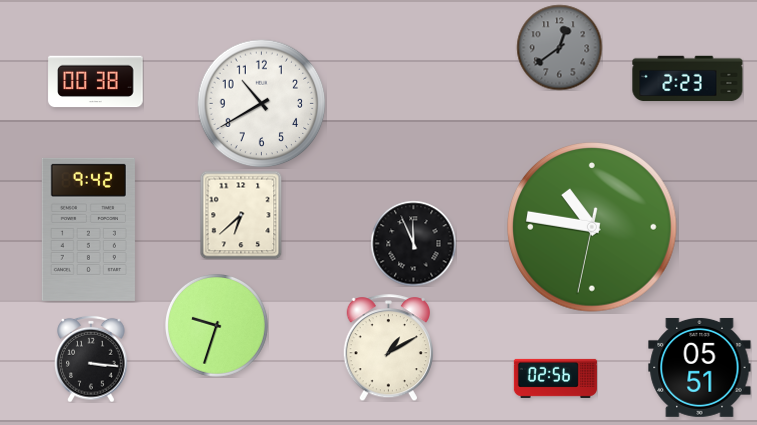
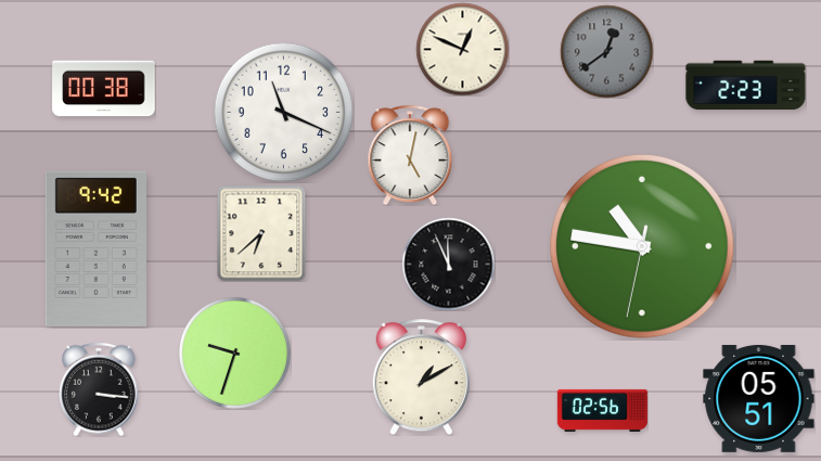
clock at (462, 49): none -> 12:49
clock at (261, 103): 10:40 -> 11:19
clock at (410, 155): none -> 5:02
